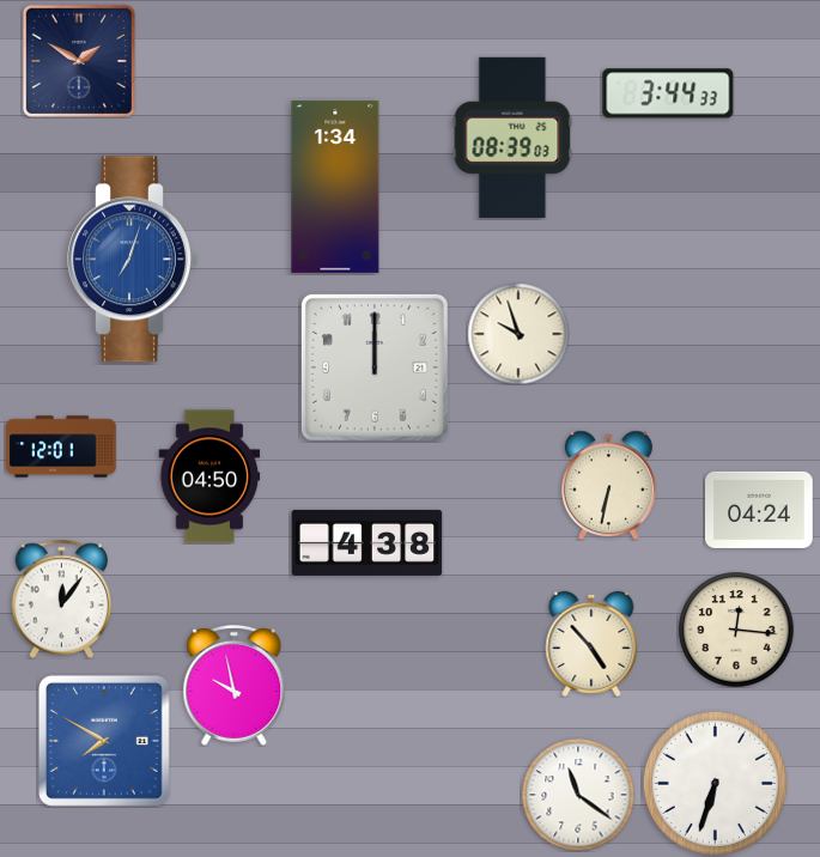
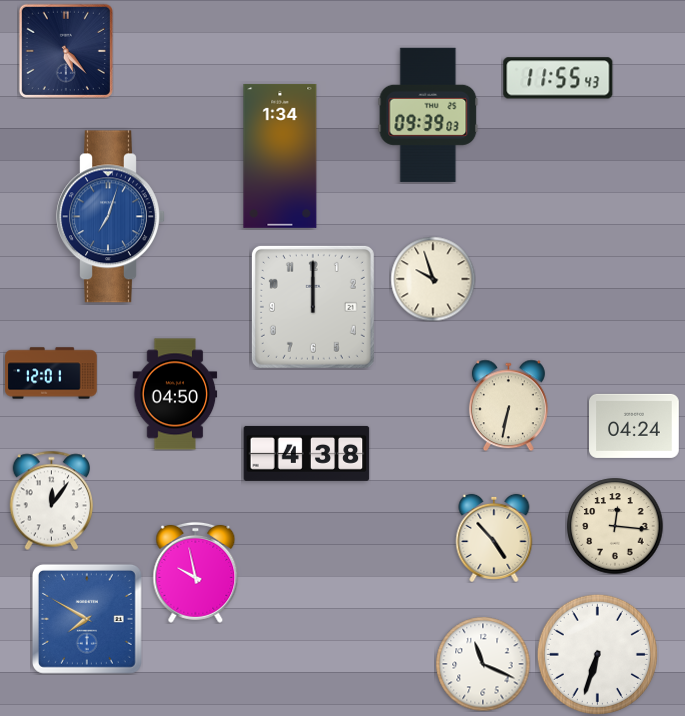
clock at (79, 61): 1:50 -> 5:23
clock at (668, 93): 3:44 -> 11:55
clock at (512, 138): 08:39 -> 09:39
clock at (209, 476) position: (209, 476) -> (175, 394)
clock at (578, 795): 11:21 -> 11:19
